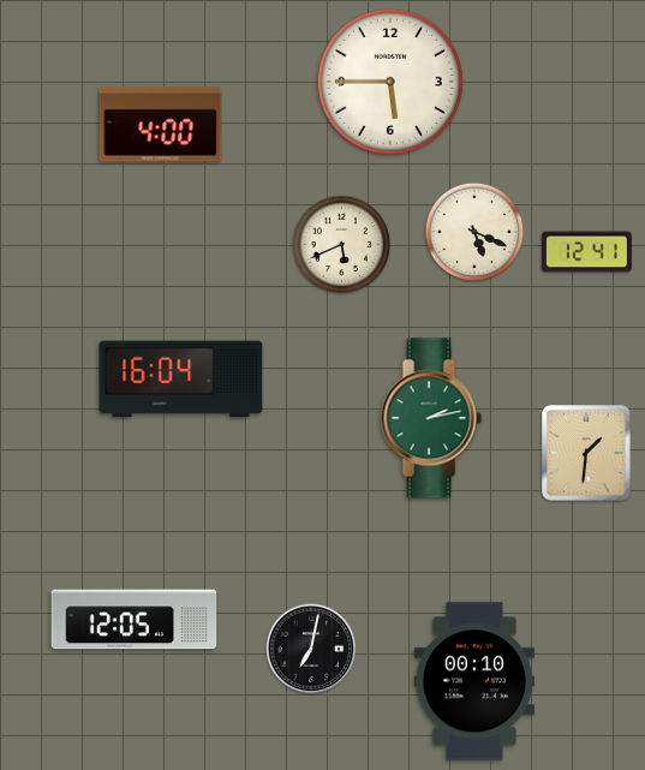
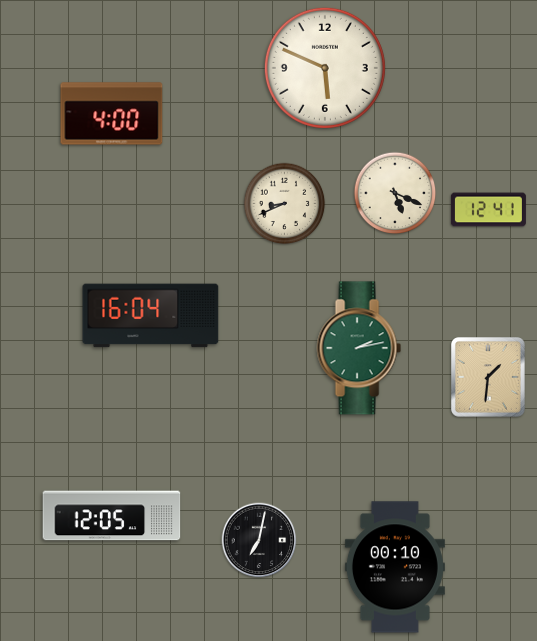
clock at (390, 82): 5:45 -> 5:49
clock at (161, 125) position: (161, 125) -> (112, 114)
clock at (342, 245): 5:41 -> 8:41
